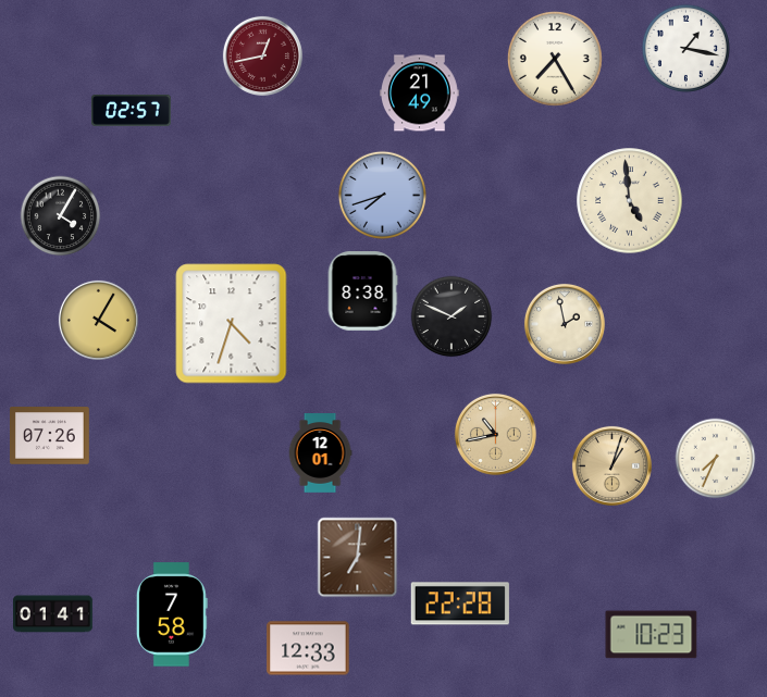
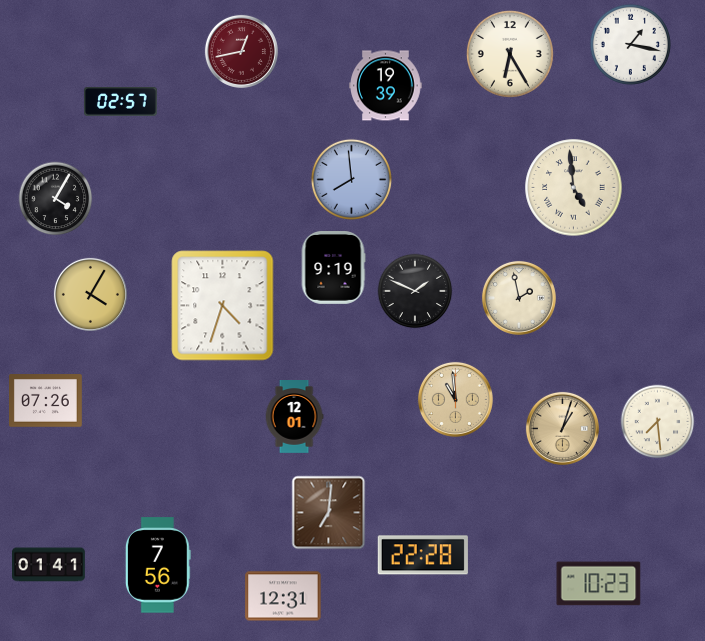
clock at (555, 59): 7:25 -> 6:25
clock at (420, 94): 21:49 -> 19:39
clock at (382, 195): 7:42 -> 7:59
clock at (630, 201) position: (630, 201) -> (574, 188)
clock at (362, 291): 8:38 -> 9:19
clock at (232, 324) position: (232, 324) -> (223, 306)
clock at (495, 434): 10:43 -> 10:59
clock at (716, 459): 7:34 -> 7:29
clock at (172, 614): 7:58 -> 7:56
clock at (308, 648): 12:33 -> 12:31
